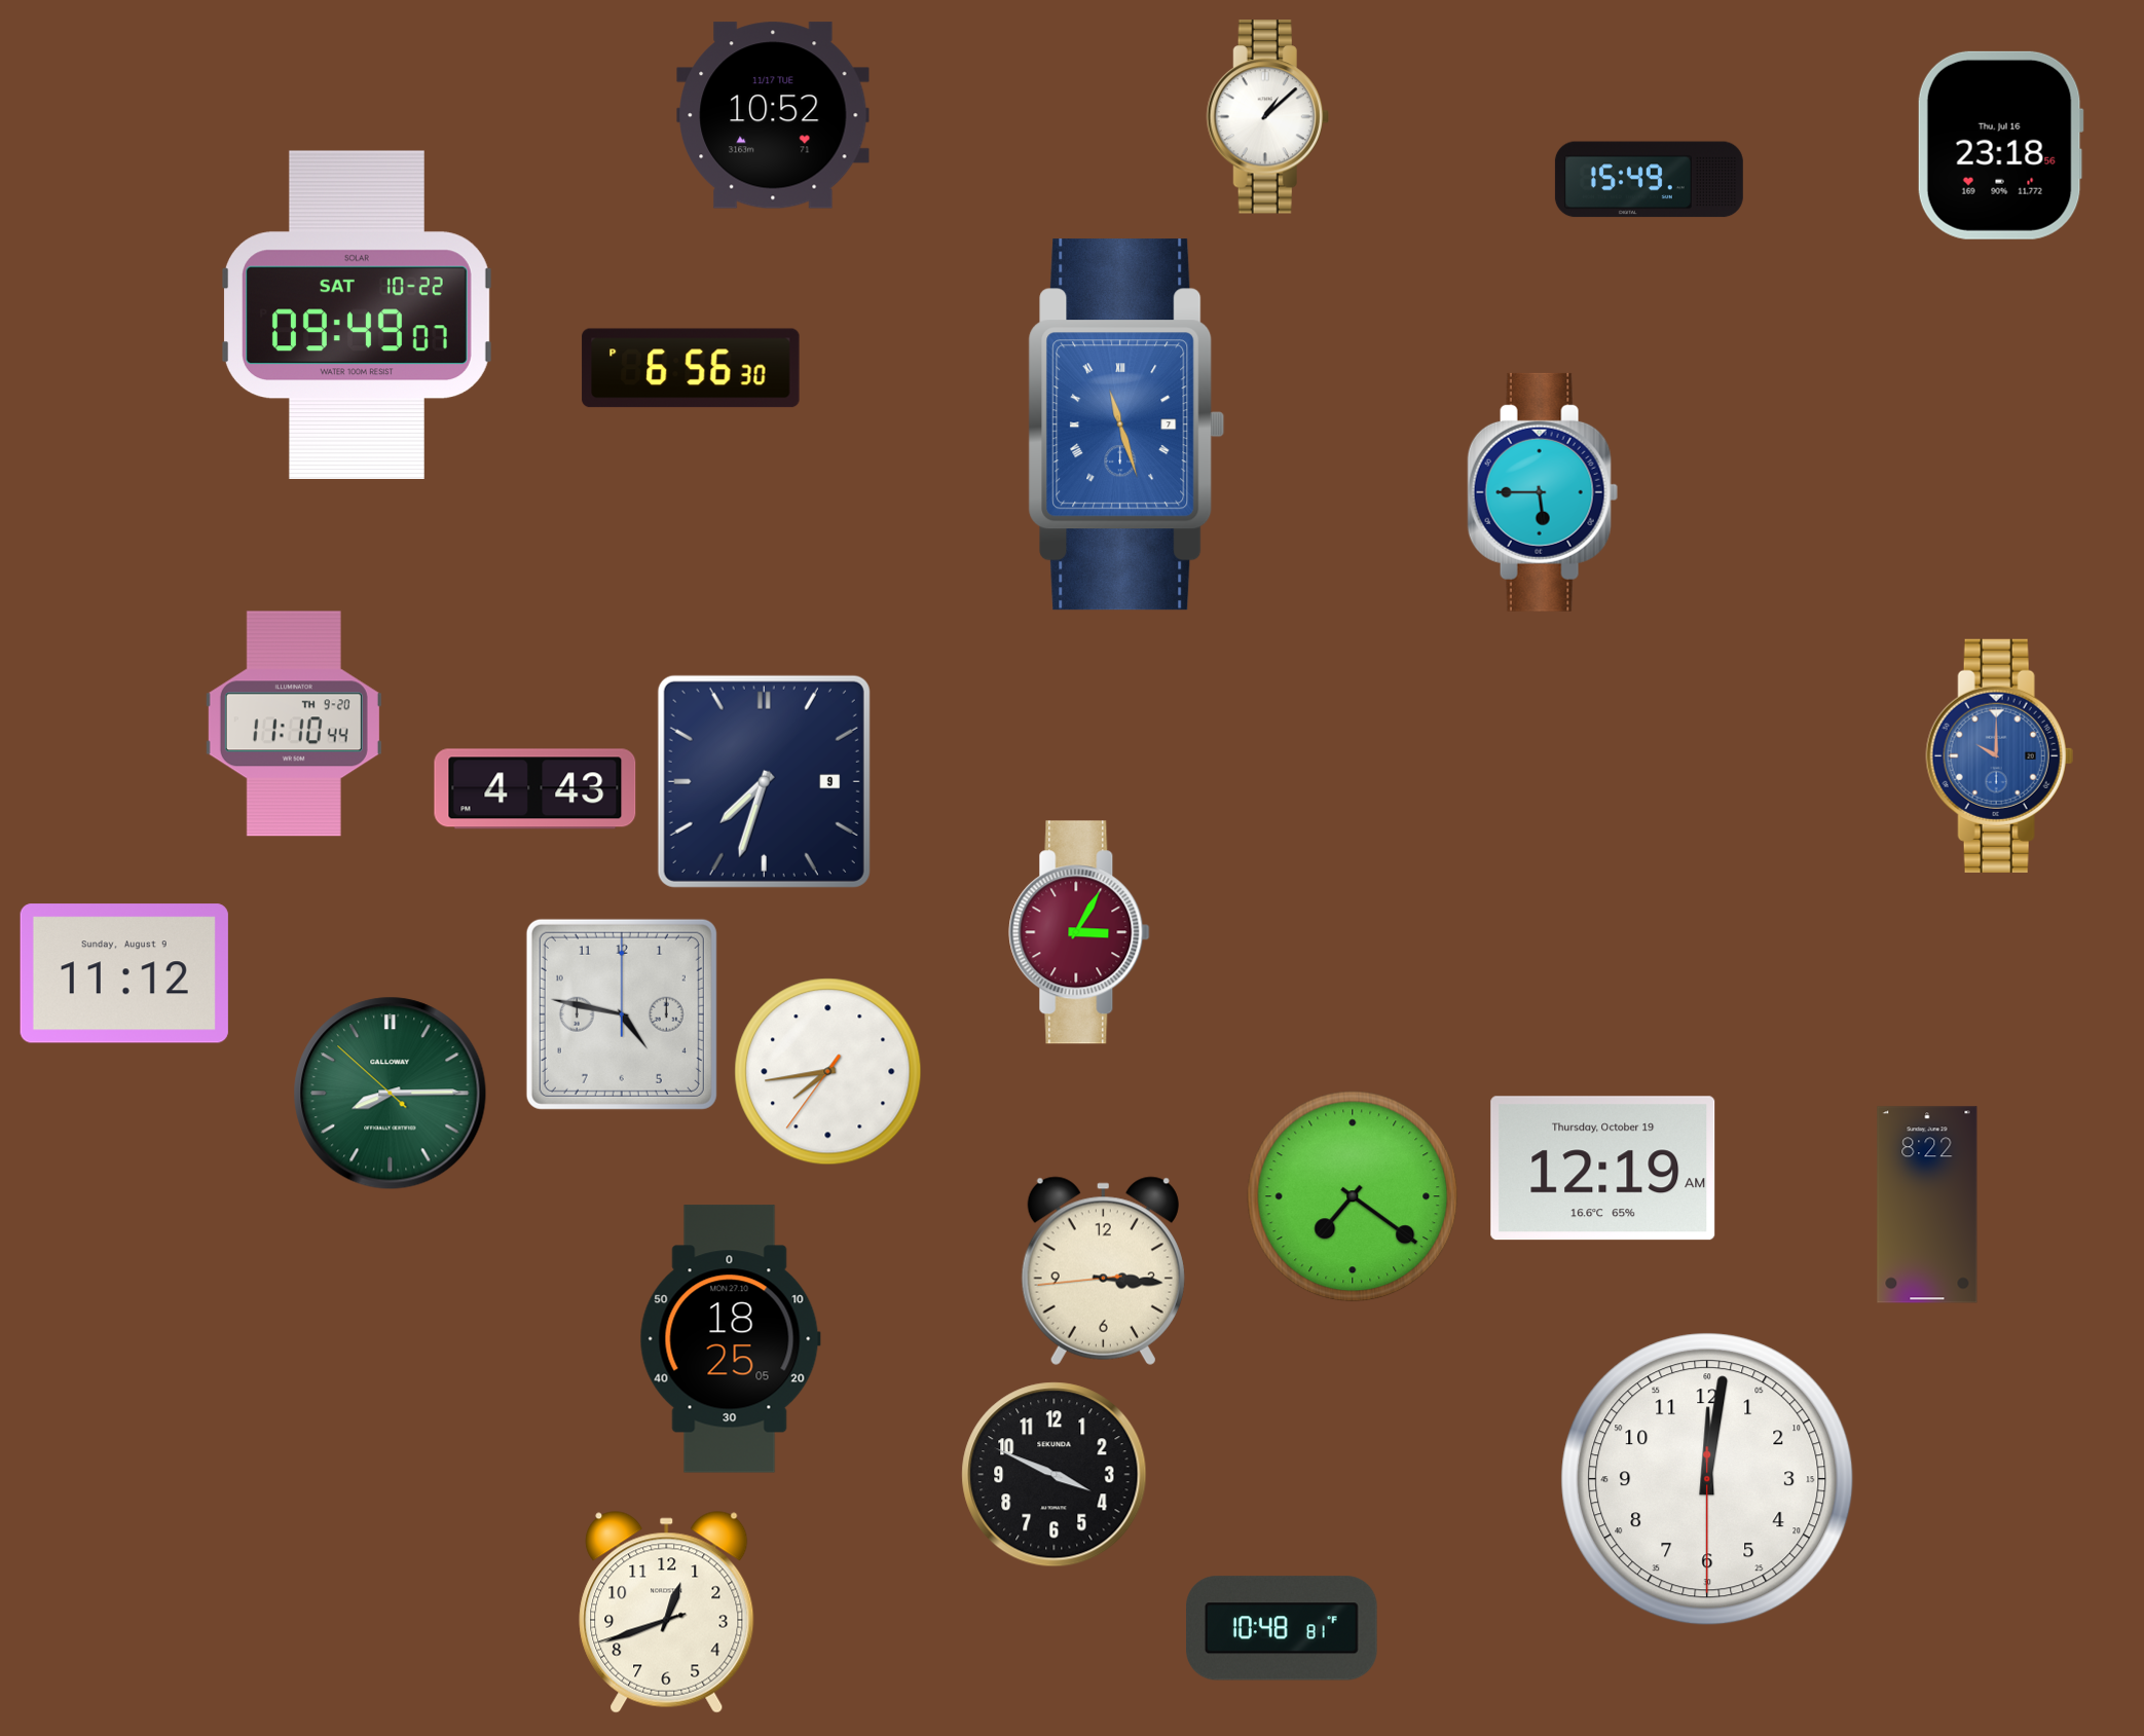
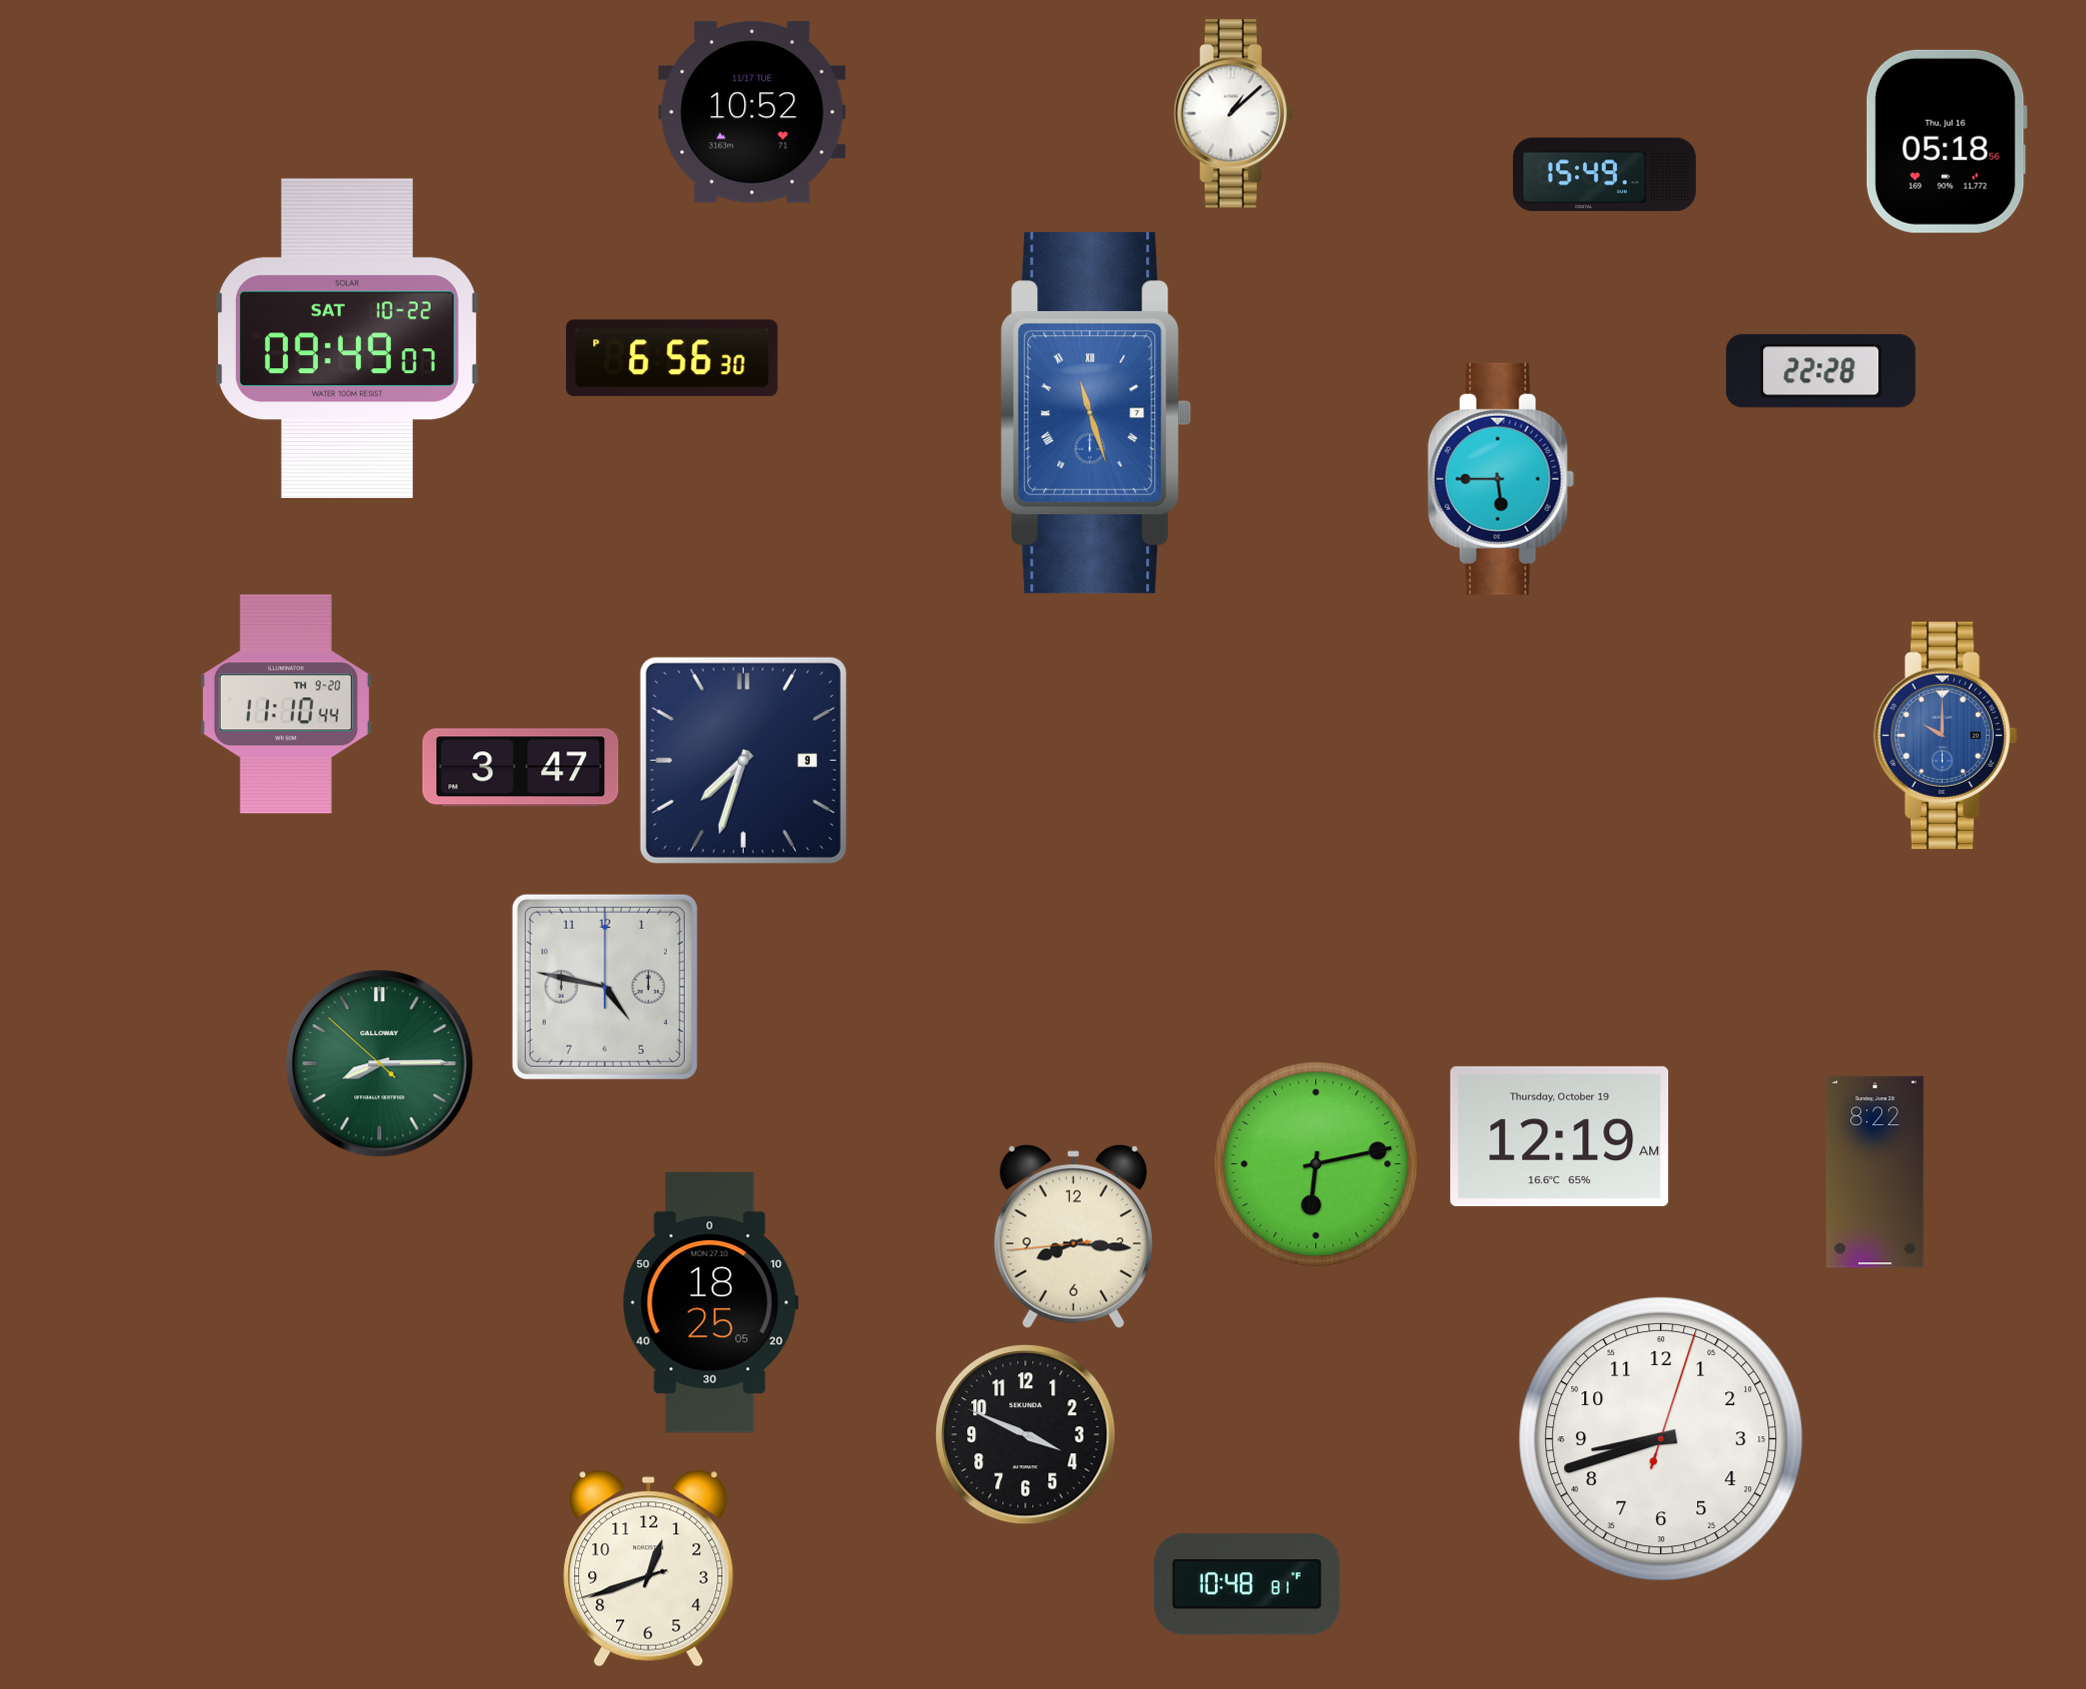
clock at (2000, 145): 23:18 -> 05:18
clock at (358, 315) position: (358, 315) -> (348, 338)
clock at (1821, 371): none -> 22:28
clock at (535, 789): 4:43 -> 3:47
clock at (1079, 932): 3:05 -> none
clock at (124, 973): 11:12 -> none
clock at (828, 1072): 7:43 -> none
clock at (1353, 1196): 7:21 -> 6:13
clock at (1103, 1270): 3:15 -> 8:15
clock at (1707, 1479): 12:01 -> 8:42
